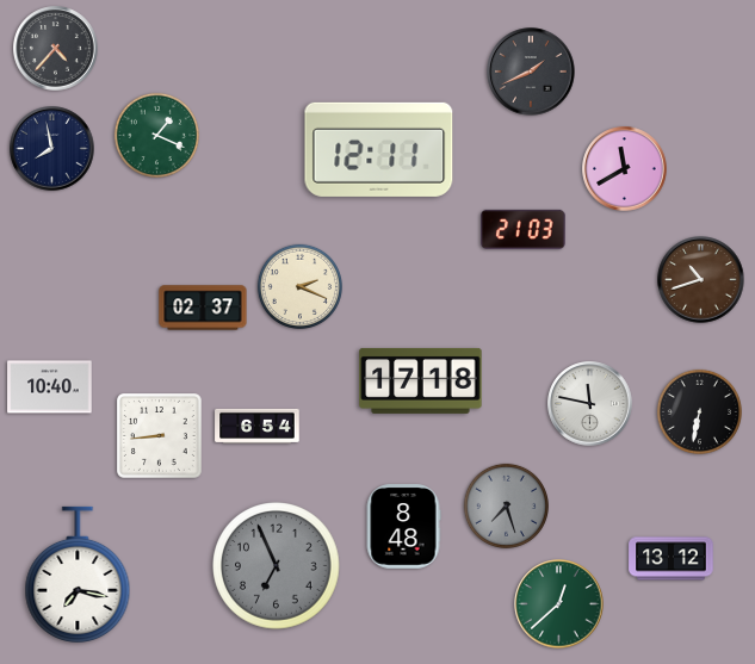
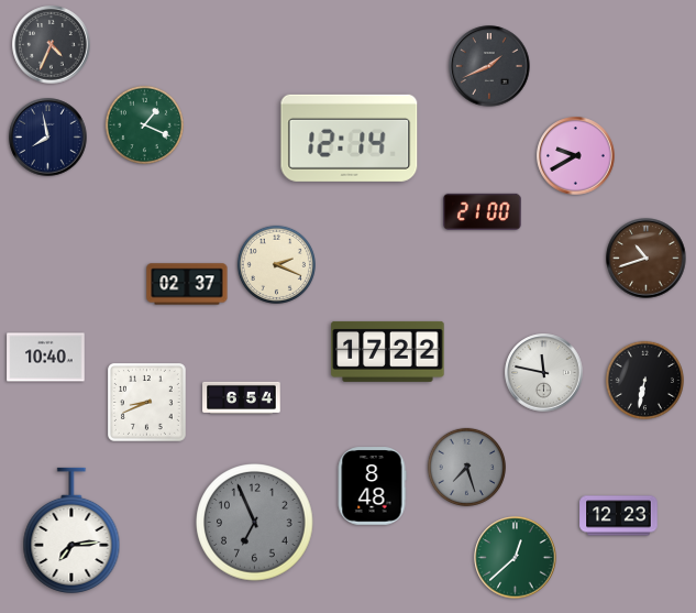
clock at (56, 49): 4:37 -> 4:34
clock at (379, 149): 12:11 -> 12:14
clock at (625, 169): 11:40 -> 9:40
clock at (524, 229): 21:03 -> 21:00
clock at (421, 380): 17:18 -> 17:22
clock at (258, 426) position: (258, 426) -> (242, 397)
clock at (160, 436): 8:44 -> 8:41
clock at (672, 559): 13:12 -> 12:23
clock at (78, 573): 7:17 -> 7:14
